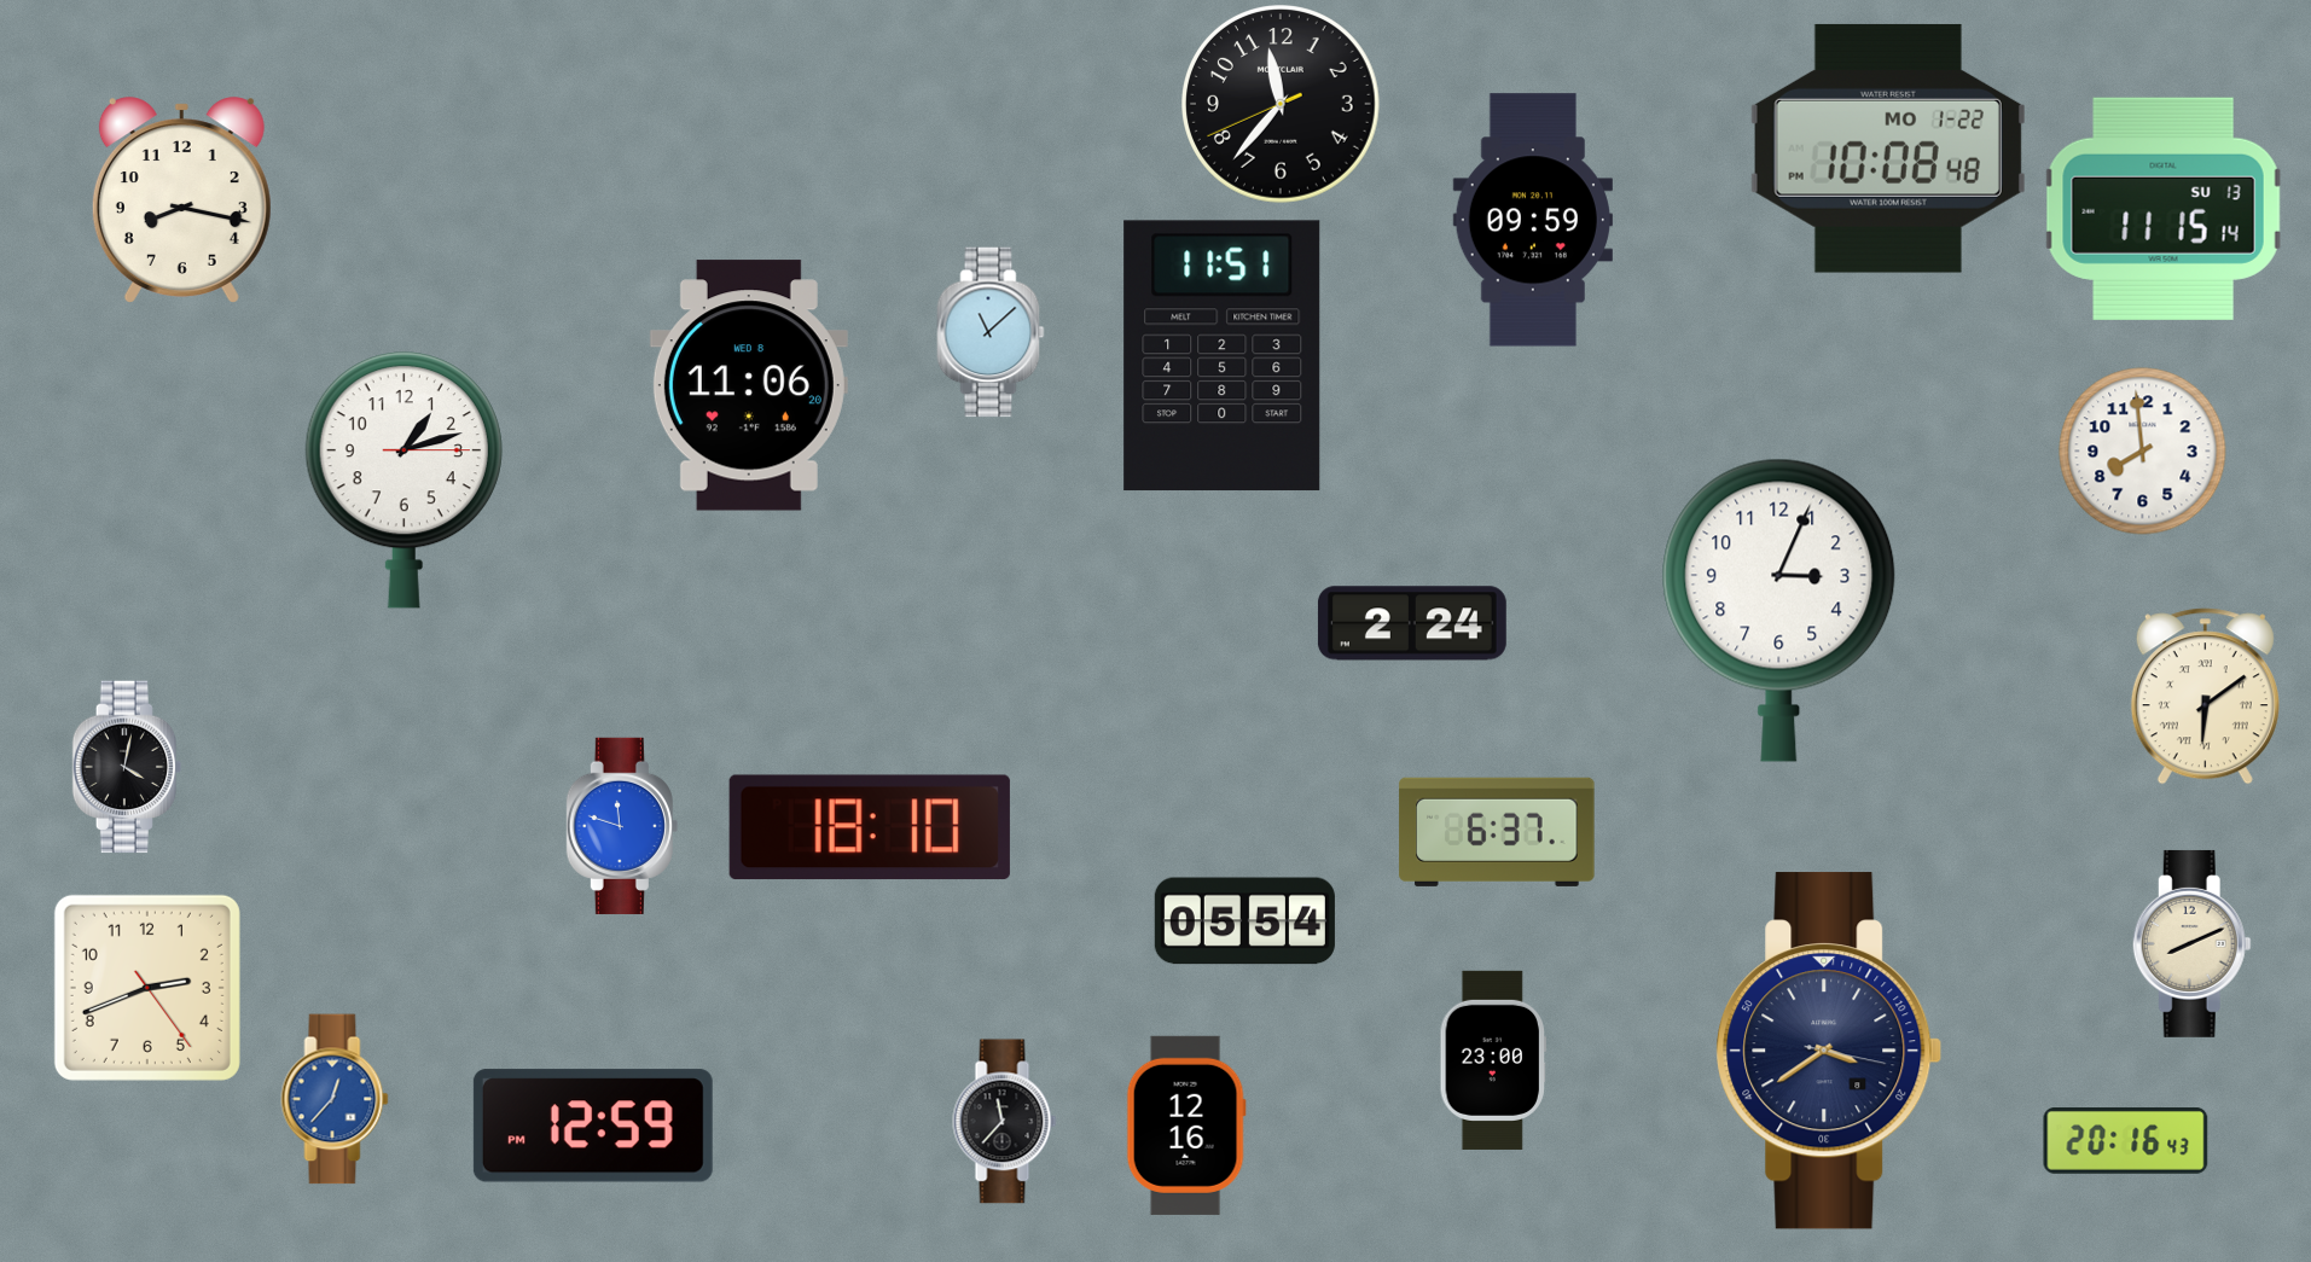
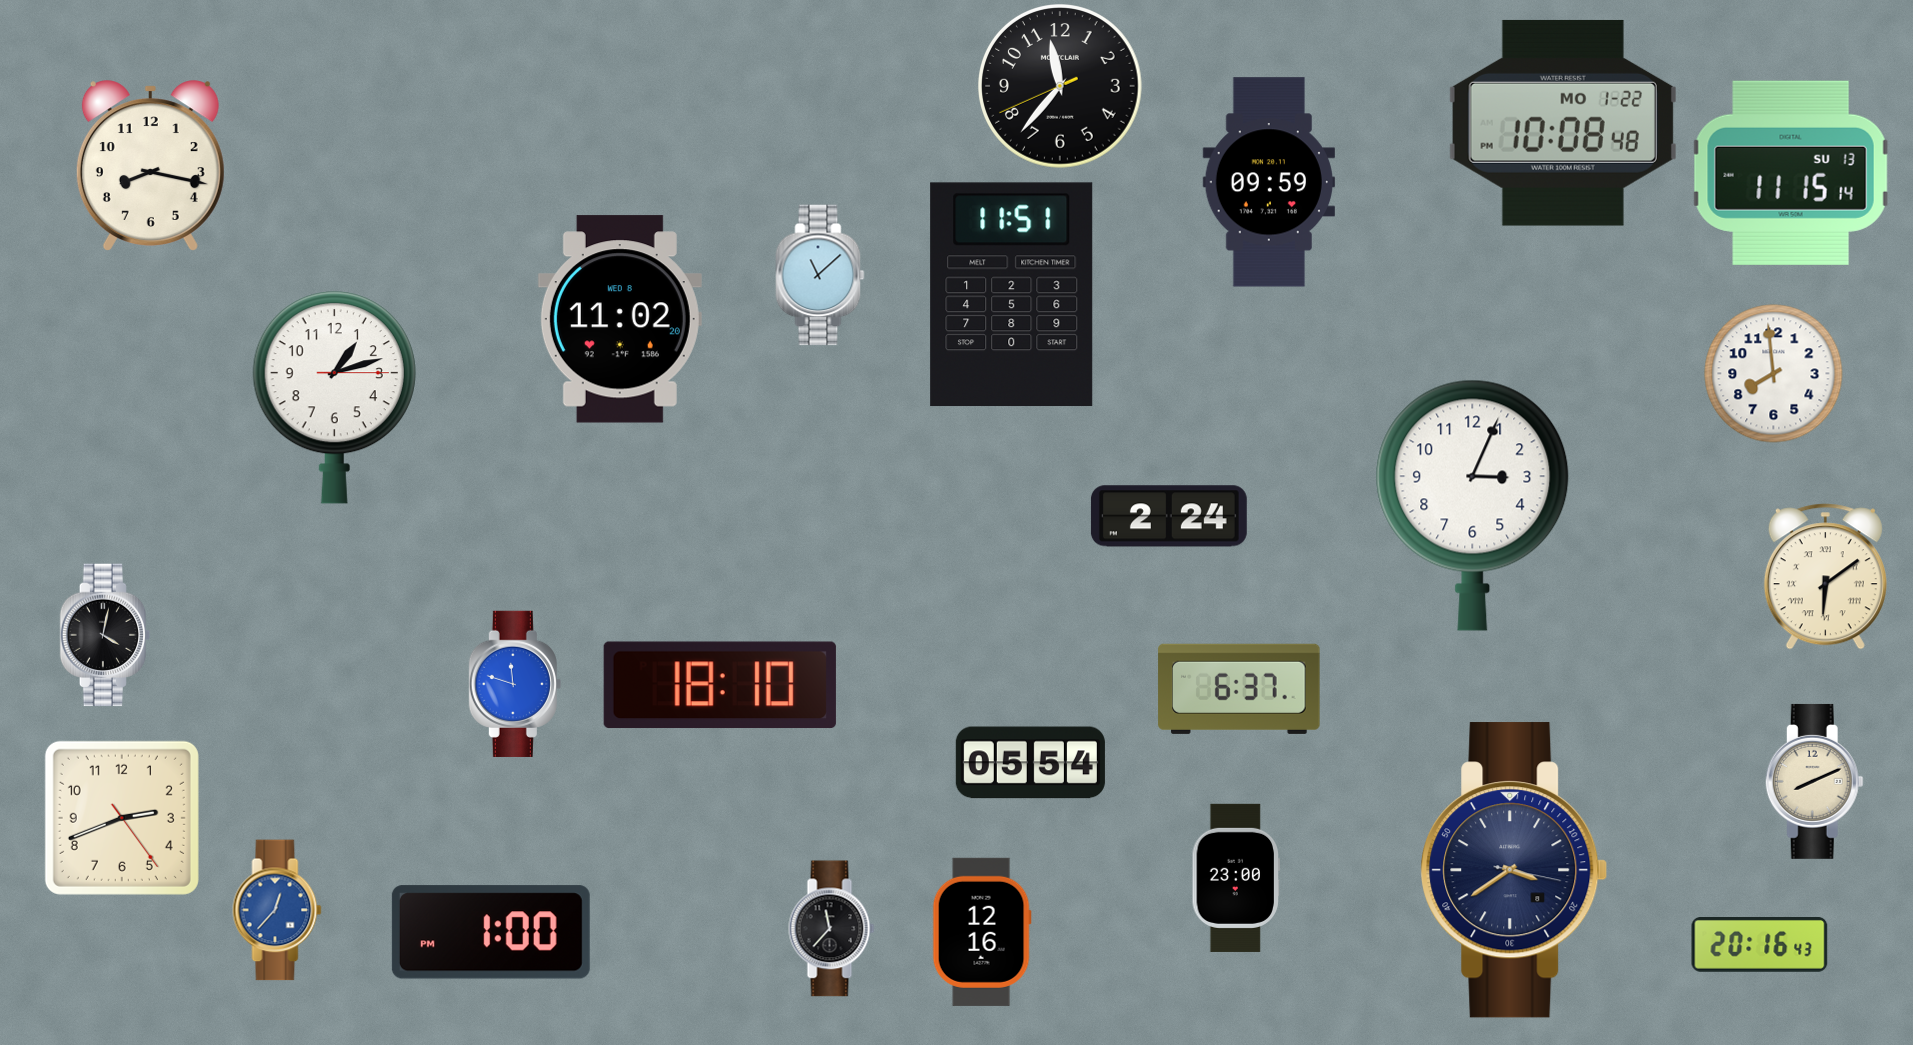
clock at (749, 385): 11:06 -> 11:02
clock at (593, 1126): 12:59 -> 1:00
